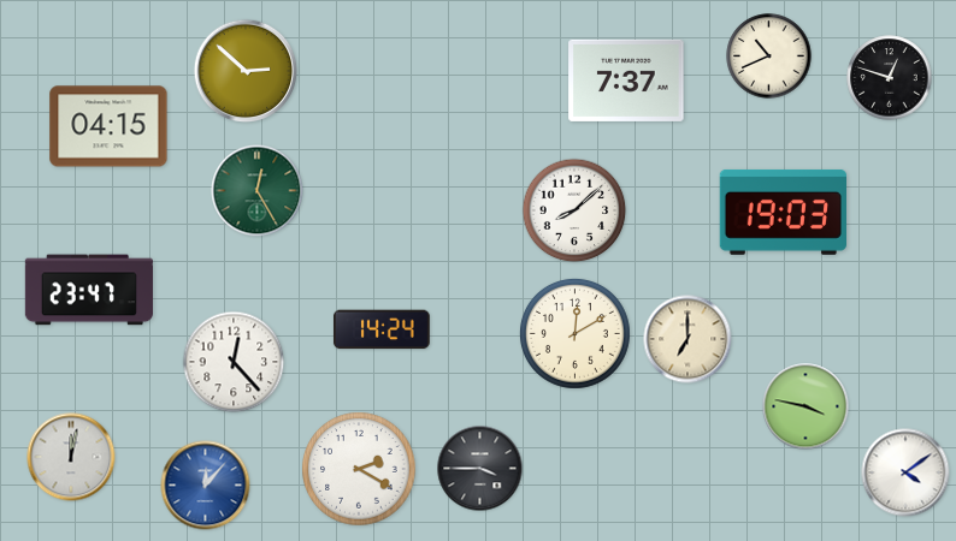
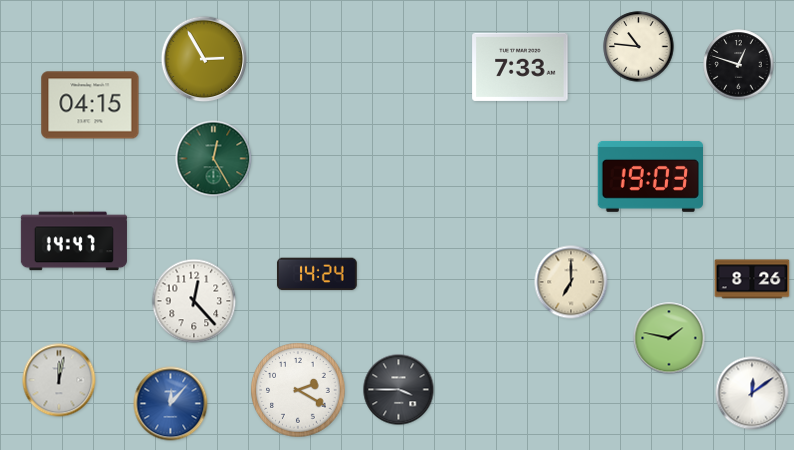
clock at (769, 57): 10:41 -> 10:46
clock at (246, 71): 2:52 -> 2:55
clock at (626, 81): 7:37 -> 7:33
clock at (574, 210): 8:08 -> none
clock at (89, 290): 23:47 -> 14:47
clock at (574, 333): 12:10 -> none
clock at (752, 279): none -> 8:26
clock at (805, 406): 3:47 -> 1:47
clock at (905, 472): 4:09 -> 12:09
